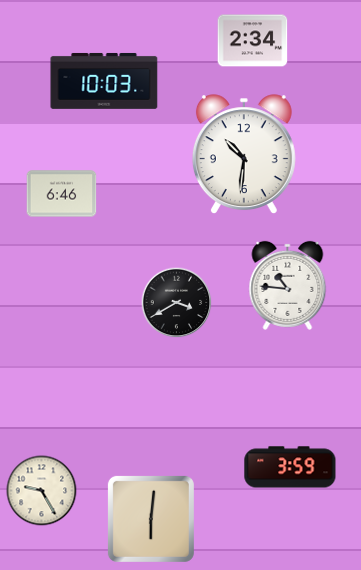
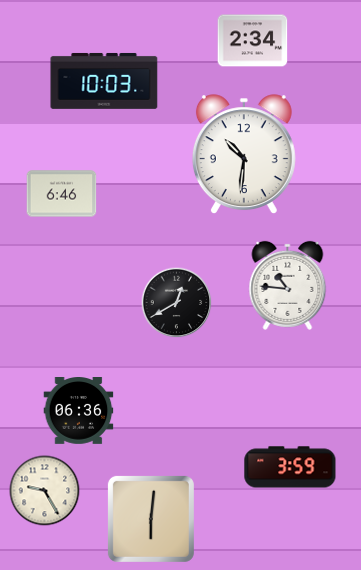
clock at (177, 303): 3:40 -> 12:40
clock at (79, 411): none -> 06:36
clock at (42, 491) position: (42, 491) -> (45, 491)
